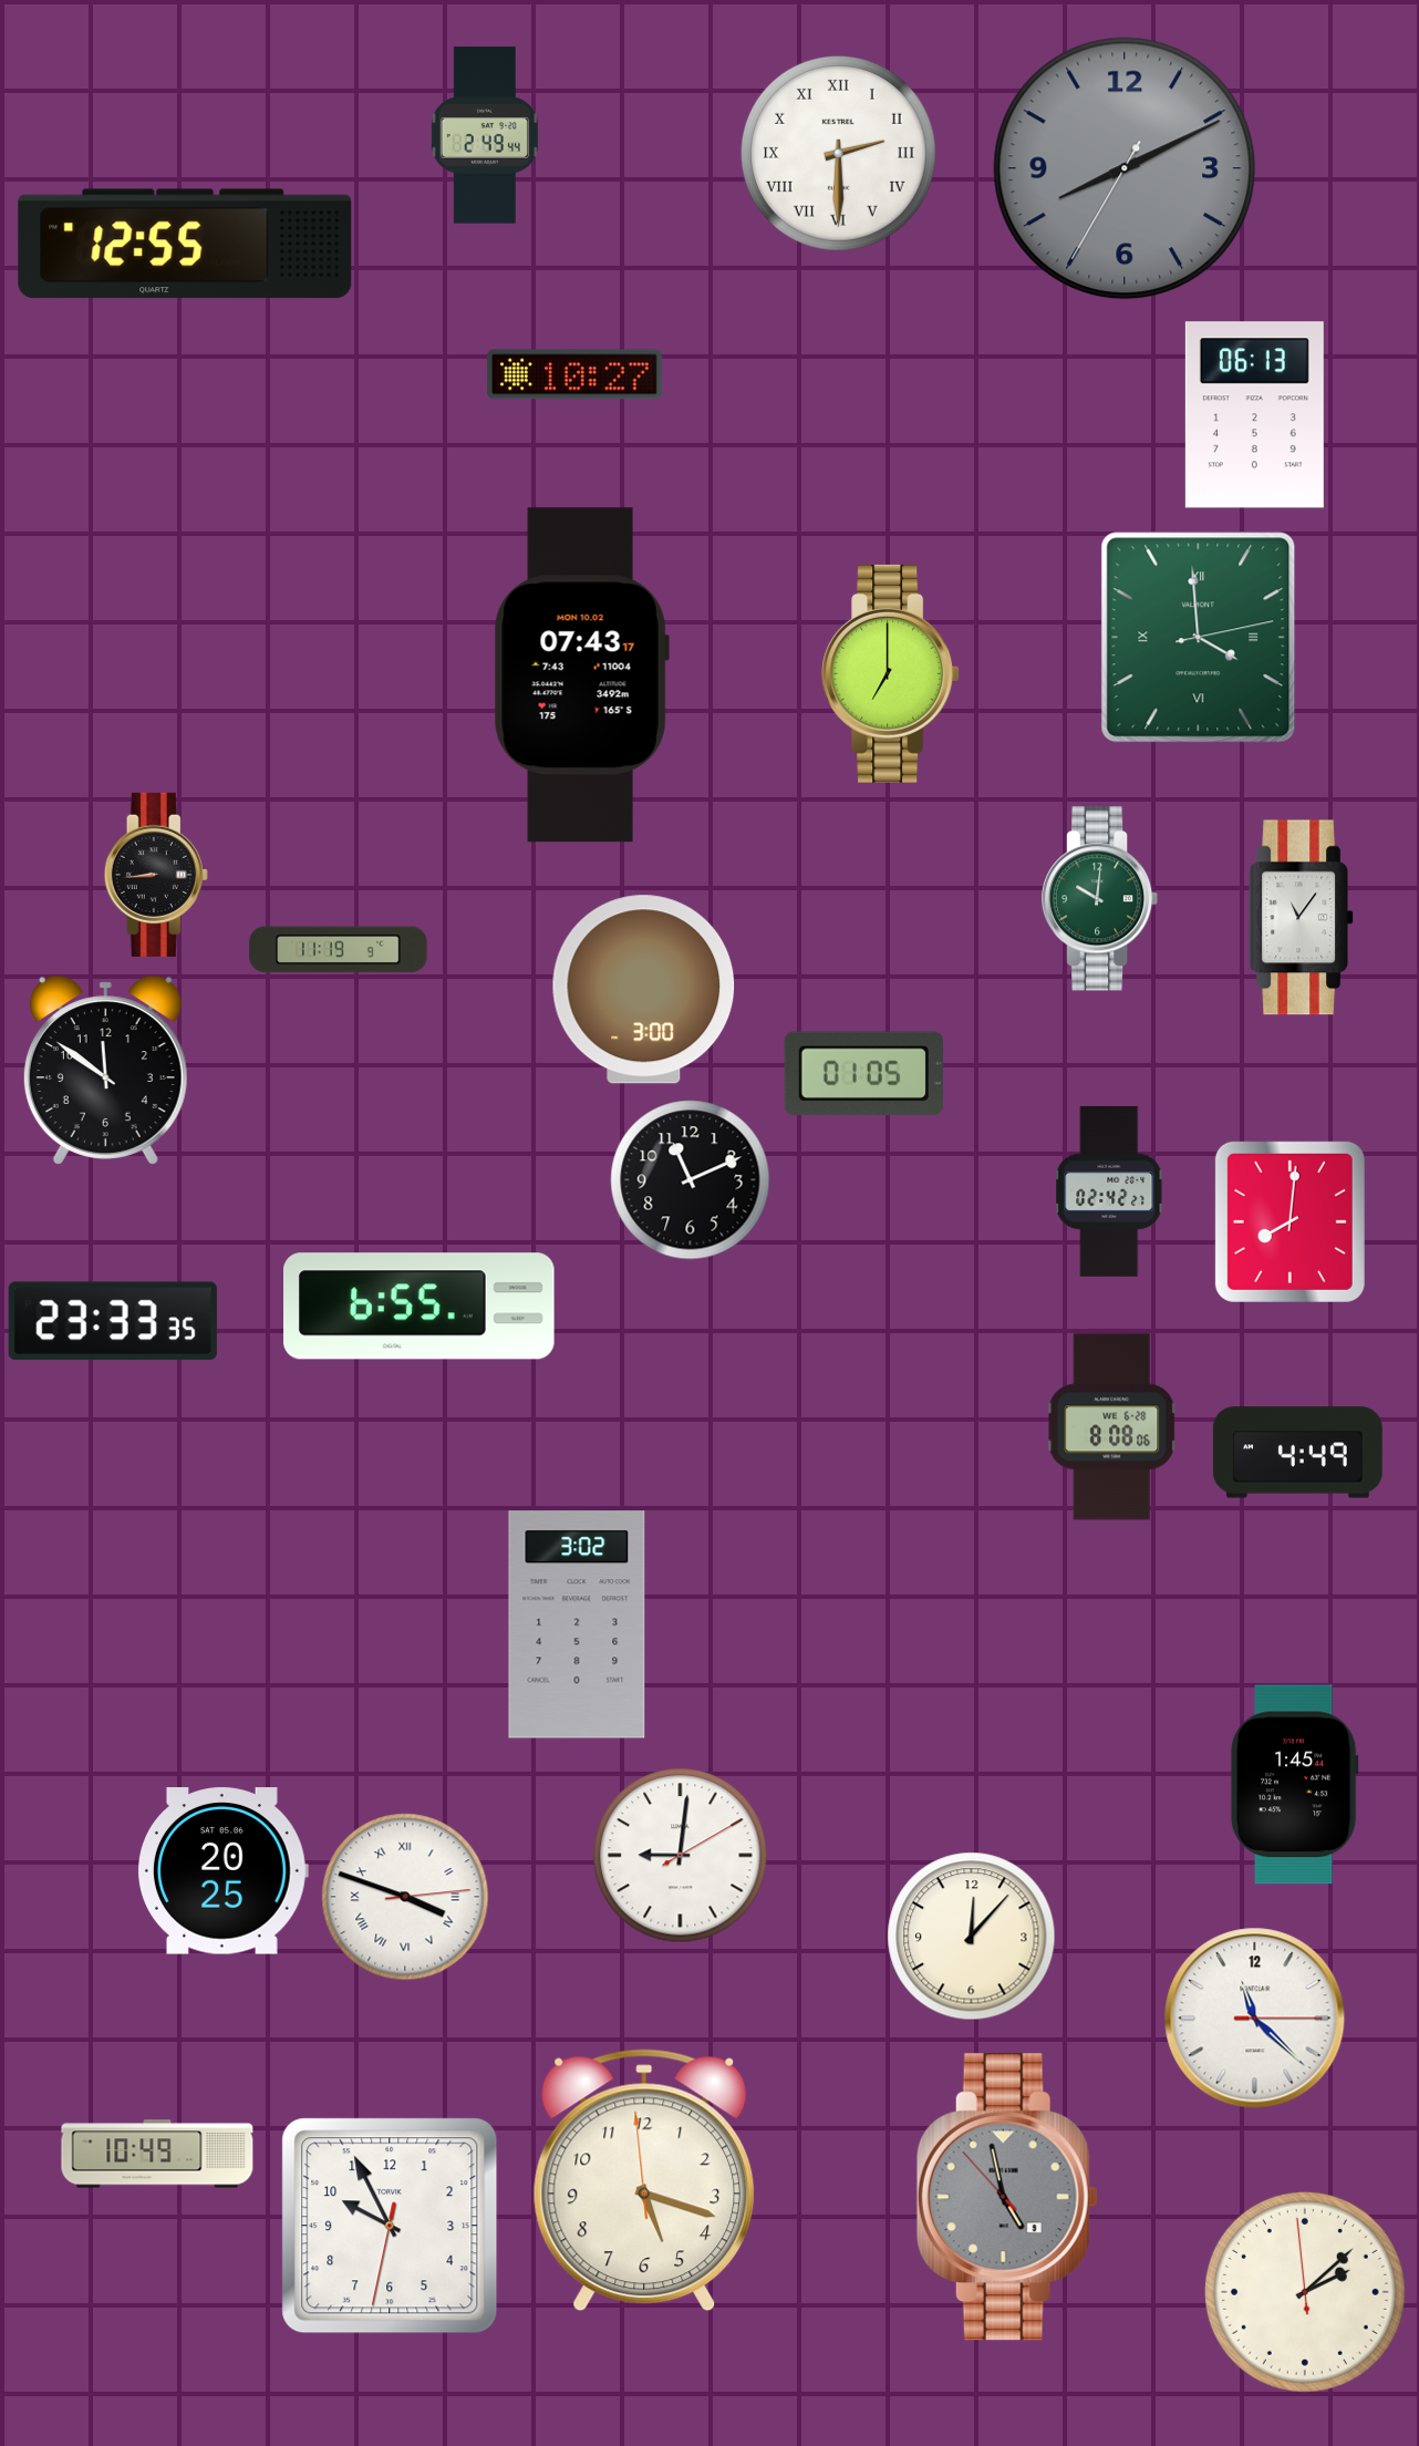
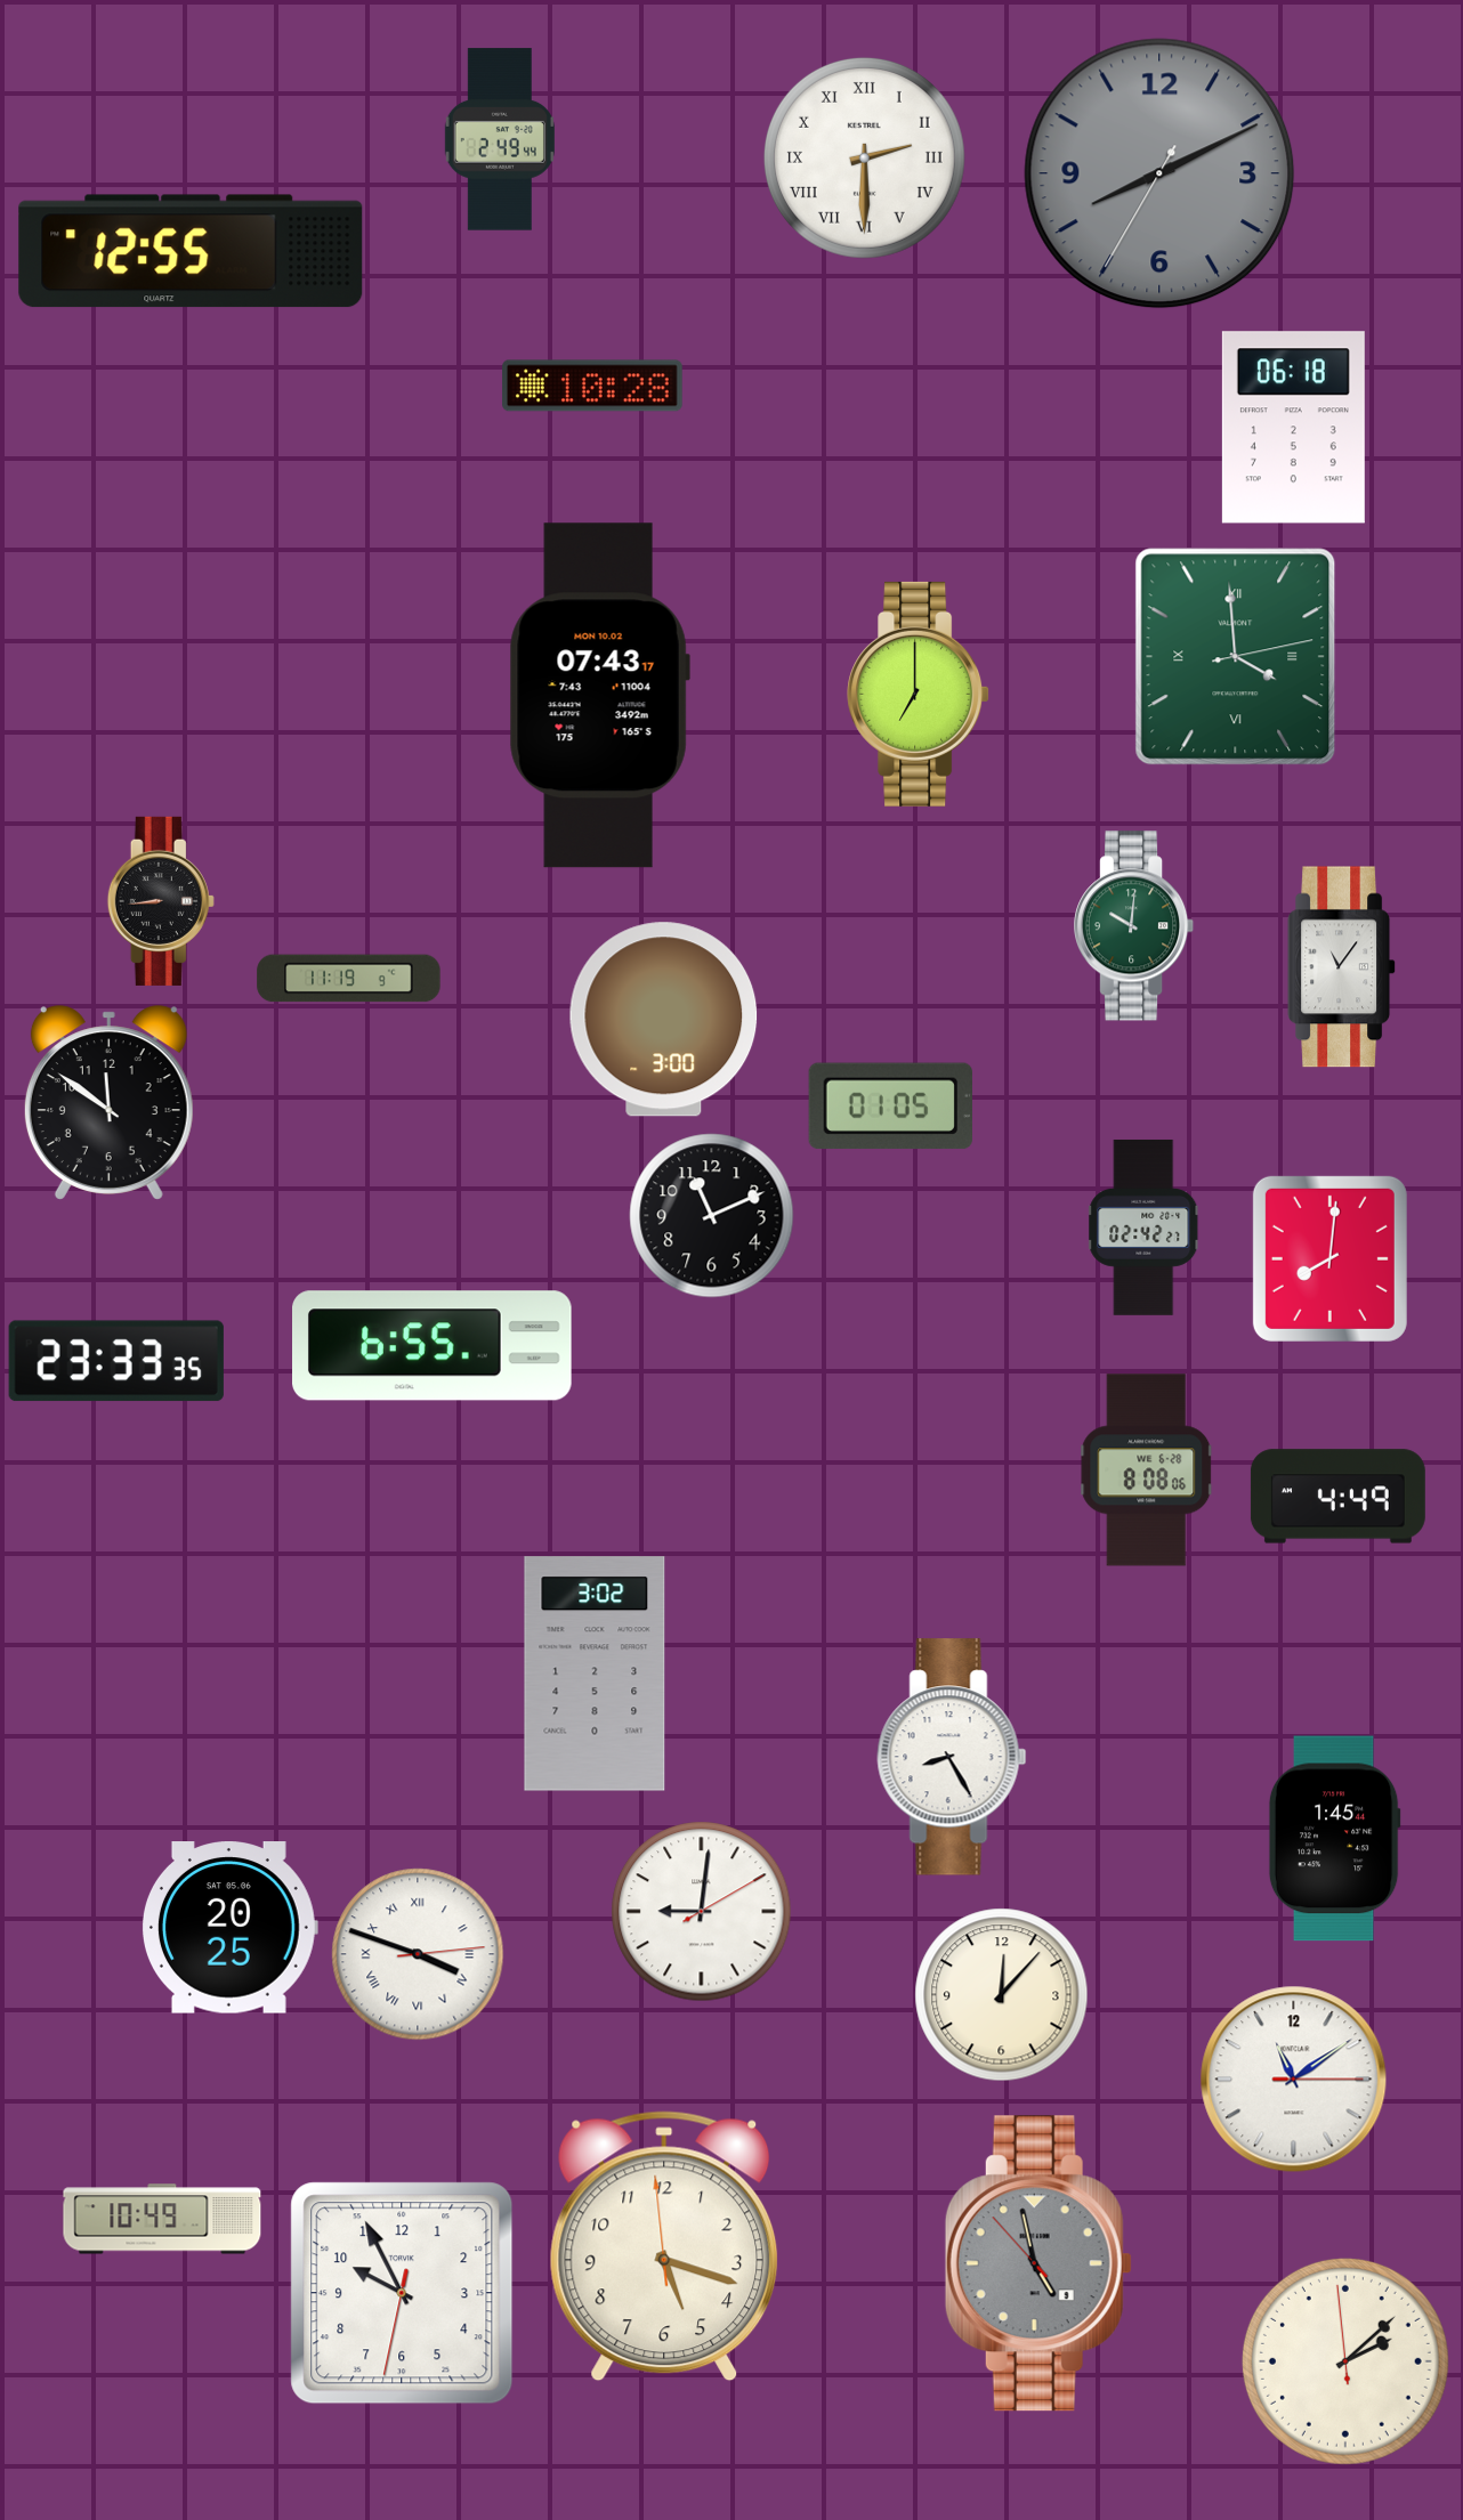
clock at (574, 374): 10:27 -> 10:28
clock at (1254, 415): 06:13 -> 06:18
clock at (1302, 918) position: (1302, 918) -> (1342, 967)
clock at (952, 1757): none -> 8:25
clock at (1255, 2019): 11:22 -> 11:09
